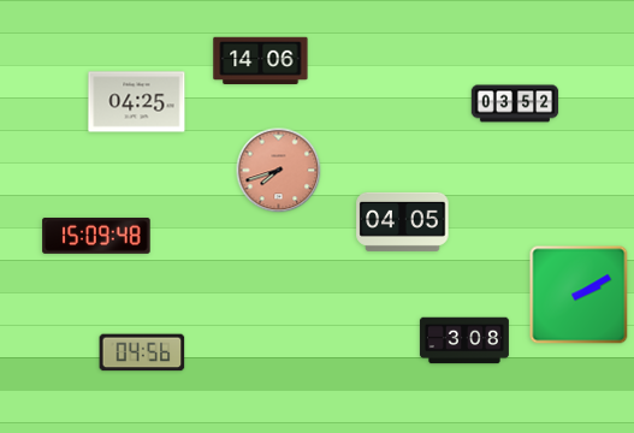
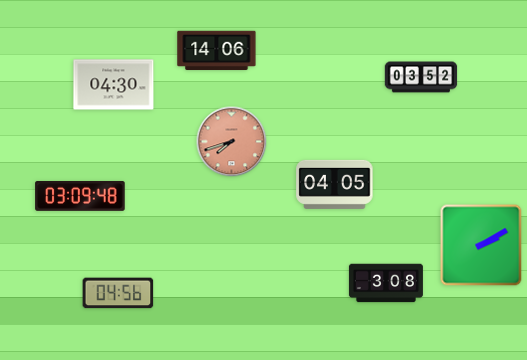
clock at (137, 102): 04:25 -> 04:30
clock at (515, 103) position: (515, 103) -> (421, 77)
clock at (96, 236): 15:09 -> 03:09
